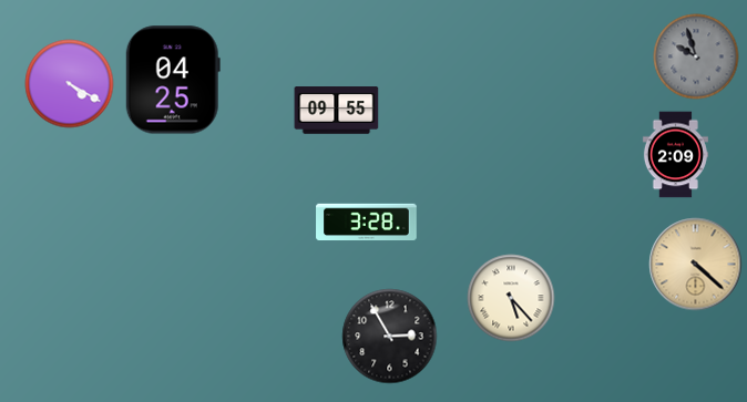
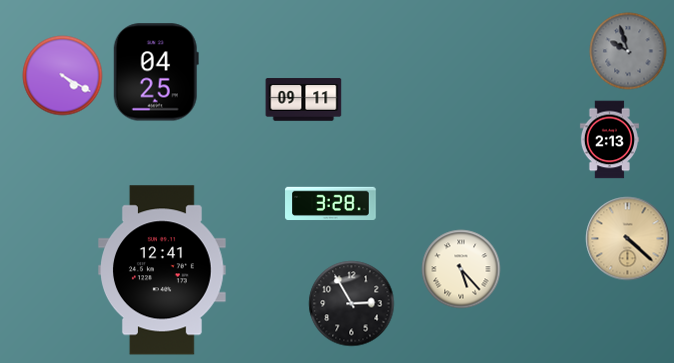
clock at (337, 111): 09:55 -> 09:11
clock at (675, 155): 2:09 -> 2:13
clock at (367, 223) position: (367, 223) -> (331, 204)
clock at (163, 270): none -> 12:41
